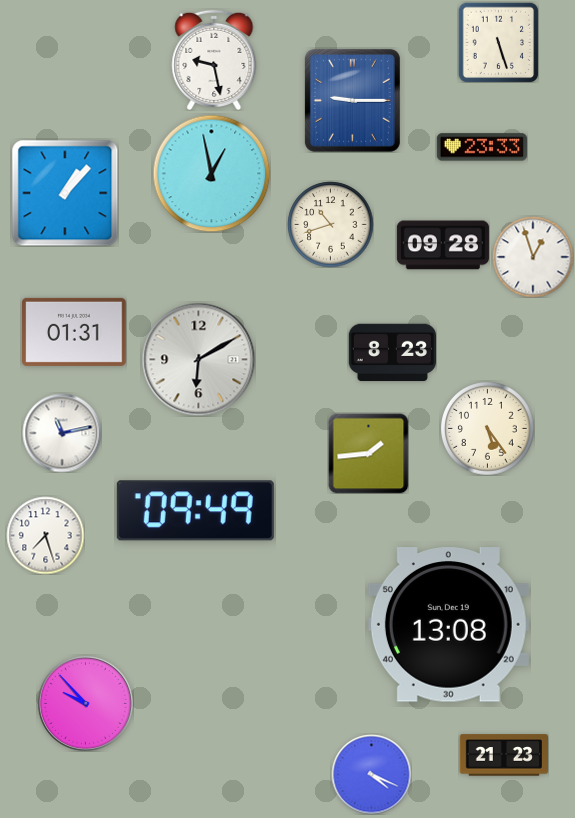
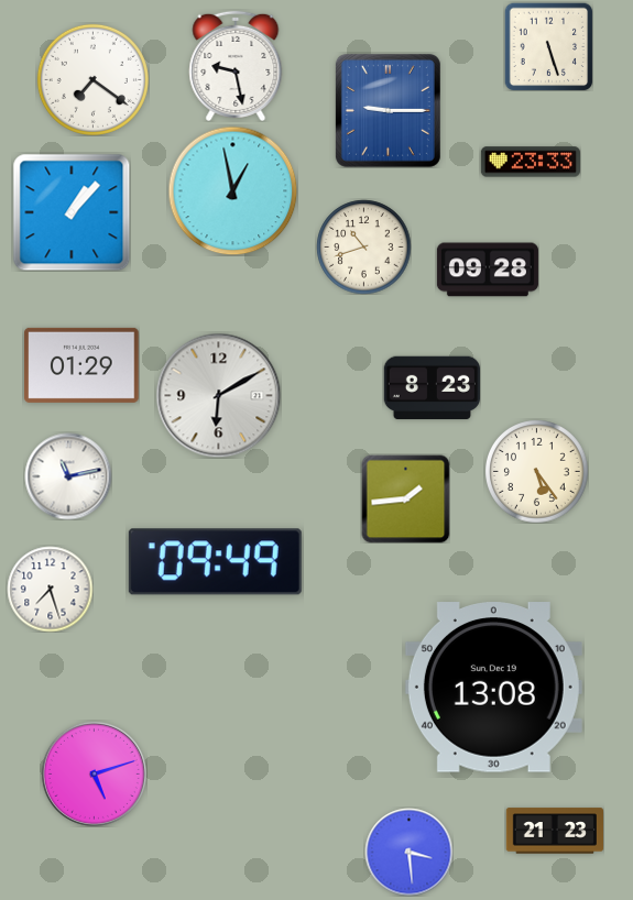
clock at (92, 79): none -> 7:21
clock at (533, 257): 12:57 -> none
clock at (74, 332): 01:31 -> 01:29
clock at (85, 703): 9:53 -> 5:12
clock at (371, 774): 4:19 -> 3:29
